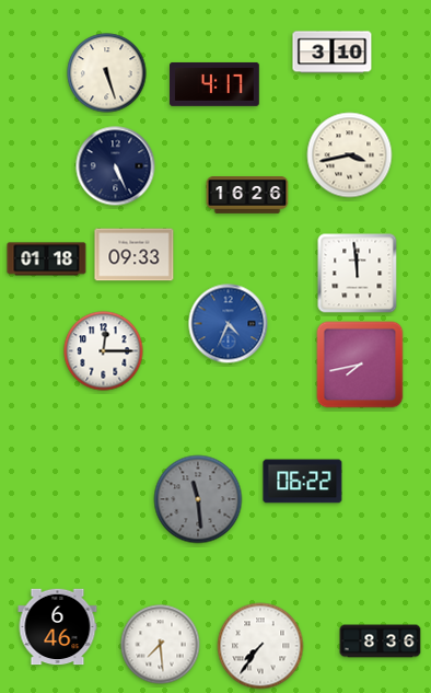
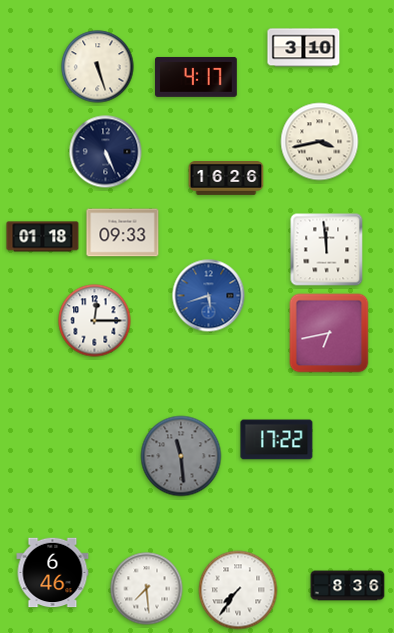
clock at (229, 324): 4:34 -> 5:42
clock at (360, 365): 7:43 -> 6:43
clock at (303, 482): 06:22 -> 17:22
